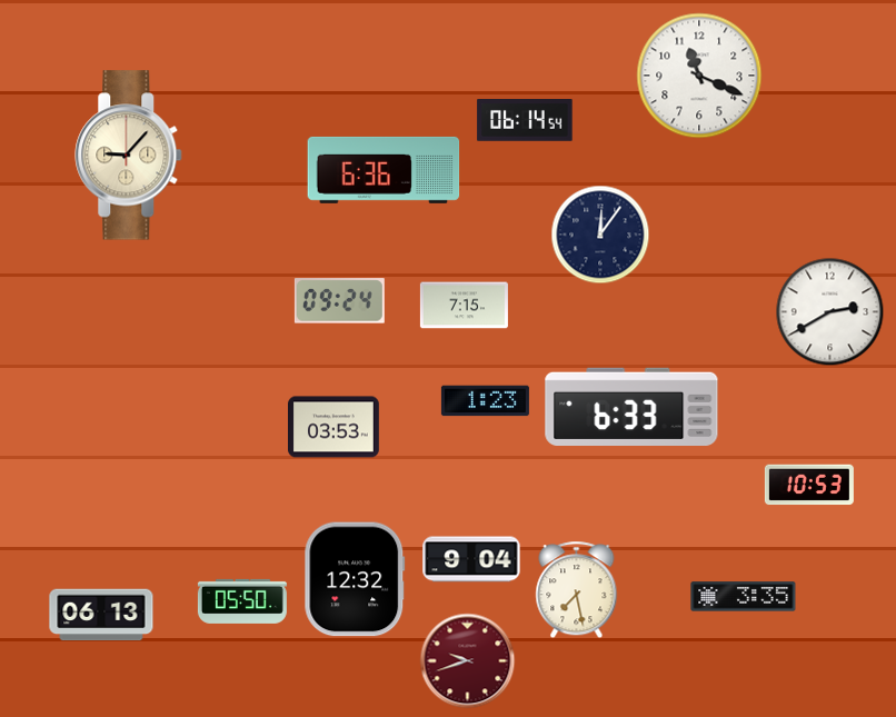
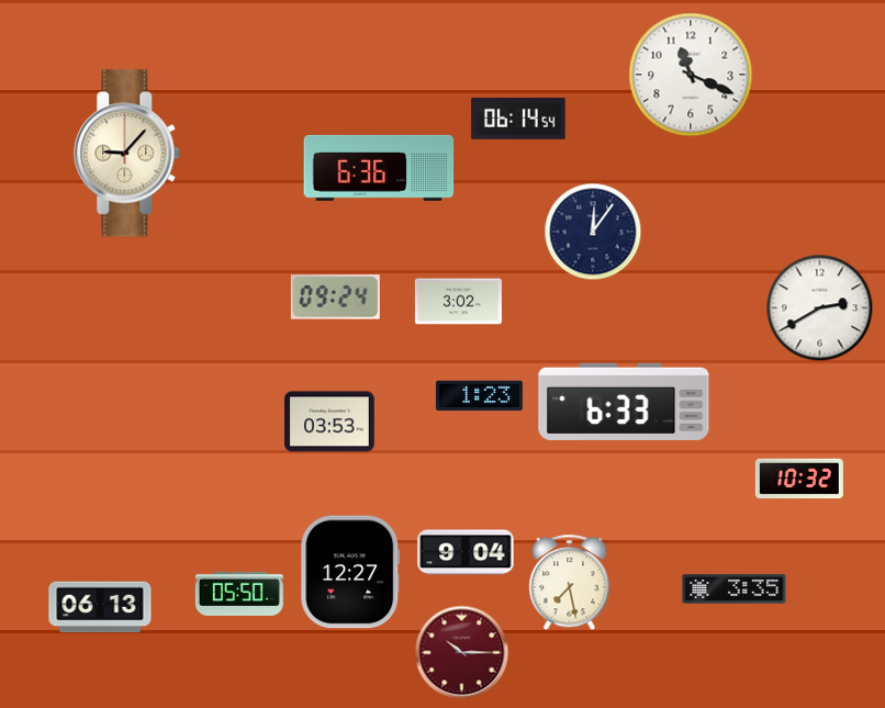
clock at (464, 306): 7:15 -> 3:02
clock at (809, 485): 10:53 -> 10:32
clock at (355, 579): 12:32 -> 12:27
clock at (468, 661): 9:42 -> 10:15
